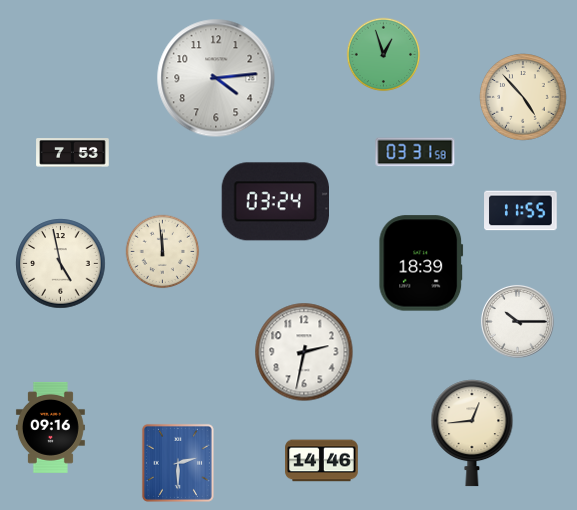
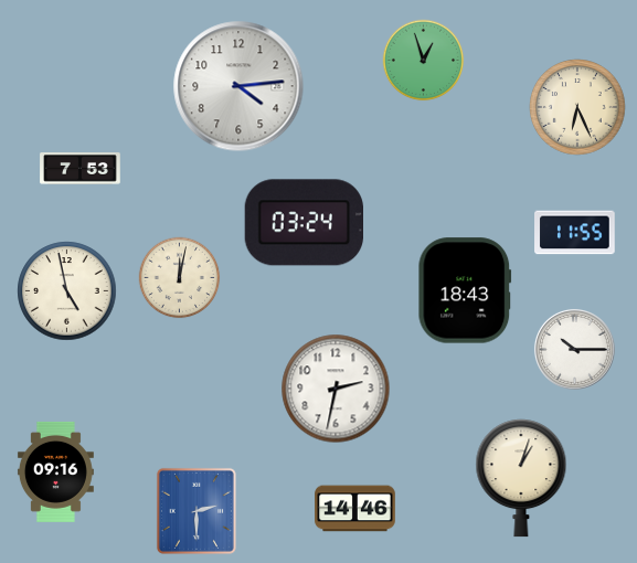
clock at (523, 97): 4:53 -> 6:26
clock at (415, 152): 03:31 -> none
clock at (163, 252): 11:59 -> 12:02
clock at (421, 263): 18:39 -> 18:43
clock at (517, 321) position: (517, 321) -> (574, 349)
clock at (472, 433): 12:44 -> 1:03
